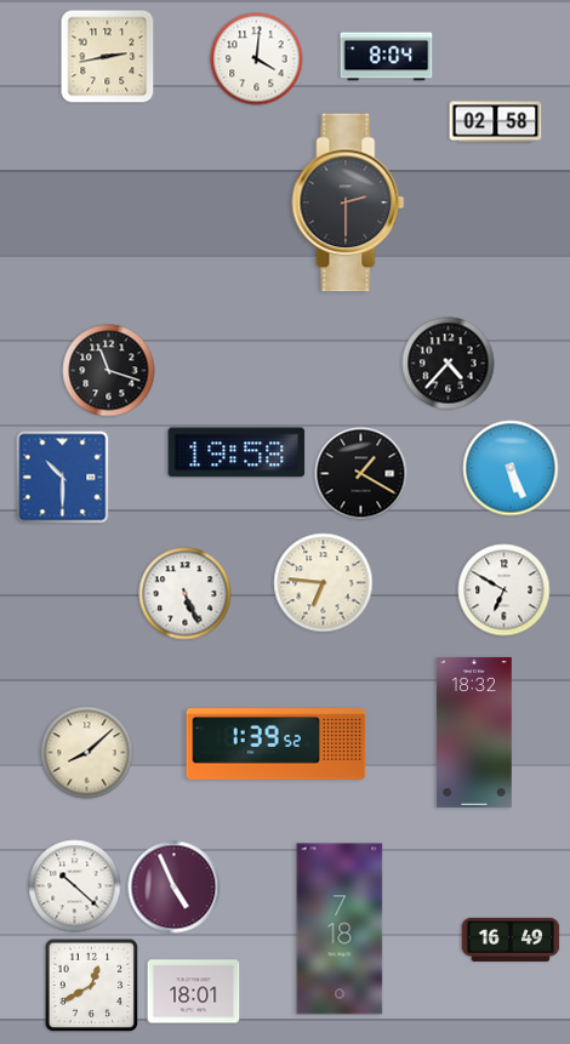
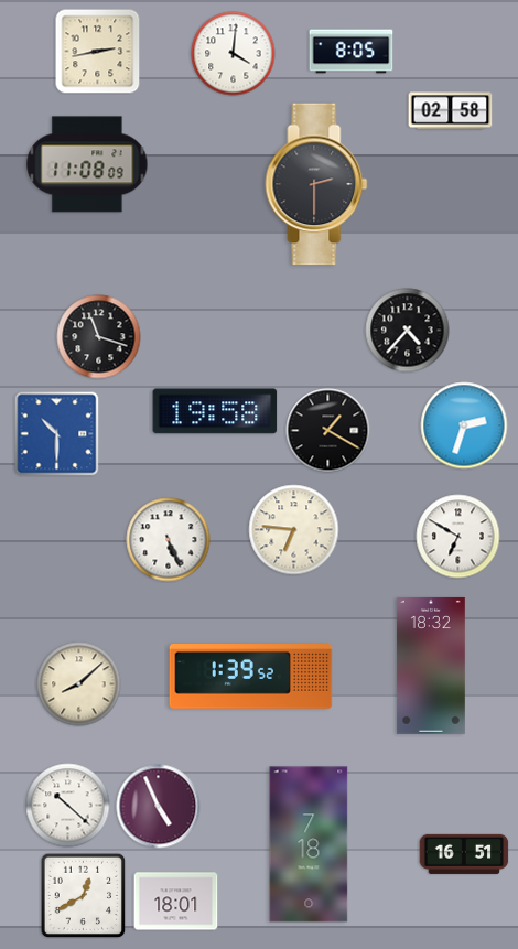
clock at (387, 57): 8:04 -> 8:05
clock at (87, 164): none -> 11:08
clock at (511, 468): 5:26 -> 2:33
clock at (511, 940): 16:49 -> 16:51
